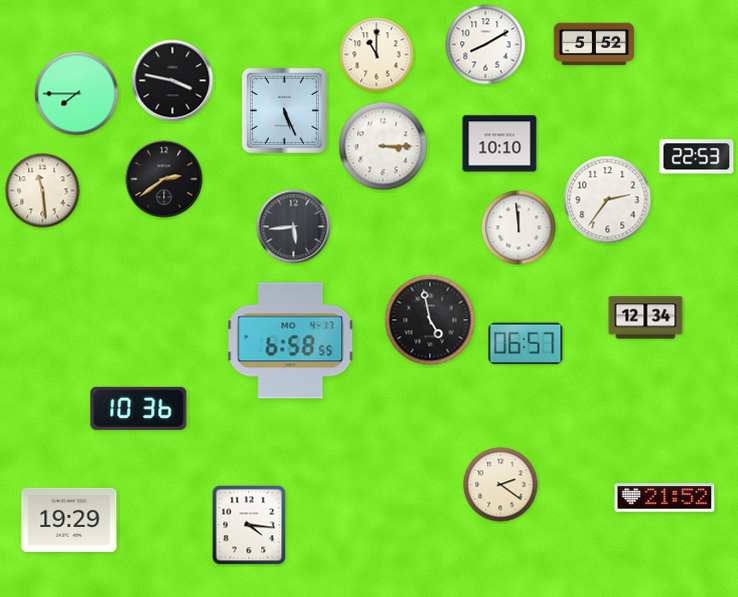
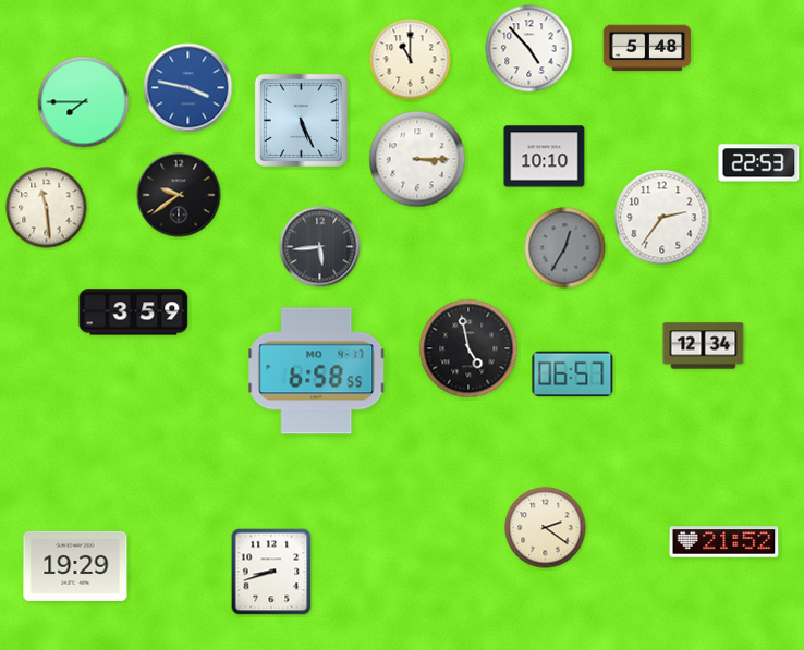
clock at (594, 44): 5:52 -> 5:48
clock at (486, 45): 8:10 -> 4:53
clock at (173, 81) dial: black -> blue
clock at (284, 110) position: (284, 110) -> (301, 120)
clock at (697, 157) position: (697, 157) -> (759, 163)
clock at (164, 179): 2:39 -> 9:39
clock at (519, 228): 11:59 -> 12:35
clock at (519, 228) dial: white -> grey
clock at (134, 312): none -> 3:59
clock at (139, 408): 10:36 -> none
clock at (249, 525): 4:16 -> 8:42
